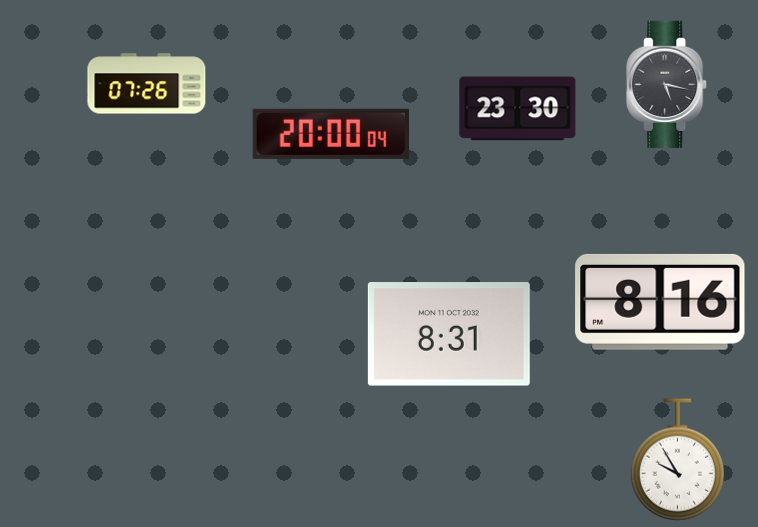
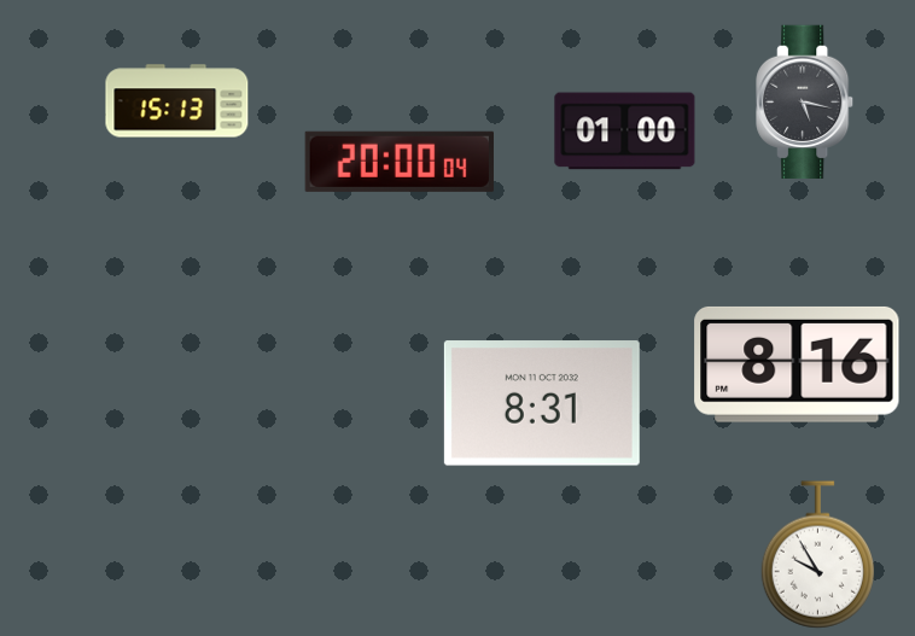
clock at (147, 84): 07:26 -> 15:13
clock at (518, 109): 23:30 -> 01:00
